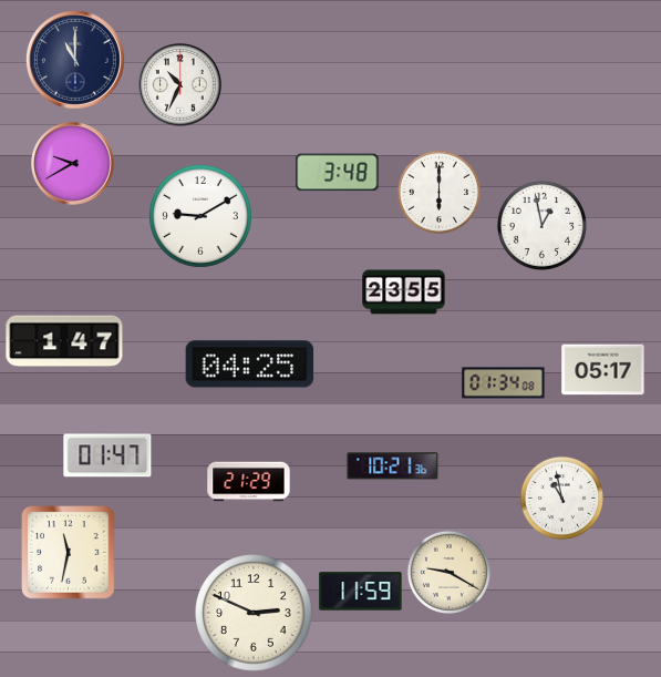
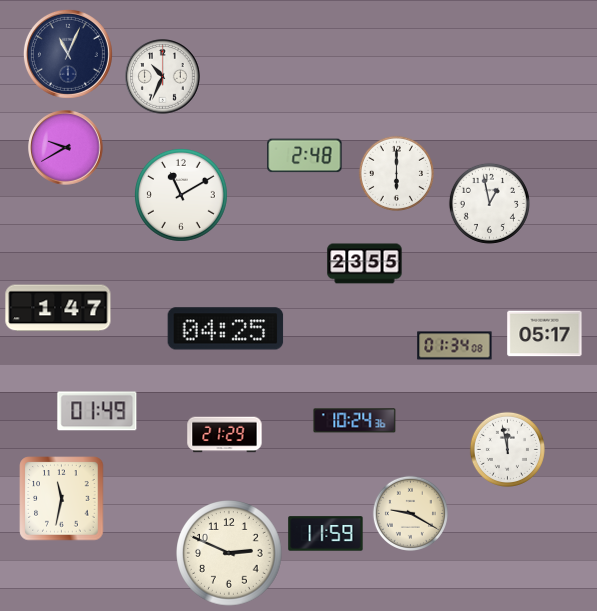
clock at (75, 60): 11:00 -> 11:04
clock at (338, 173): 3:48 -> 2:48
clock at (200, 216): 9:10 -> 11:10
clock at (107, 455): 01:47 -> 01:49
clock at (393, 466): 10:21 -> 10:24
clock at (561, 498): 10:58 -> 11:58
clock at (448, 572) position: (448, 572) -> (410, 513)
